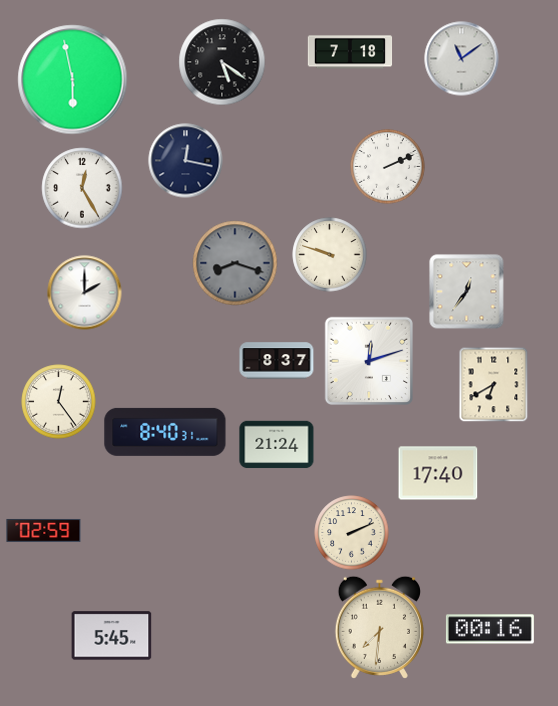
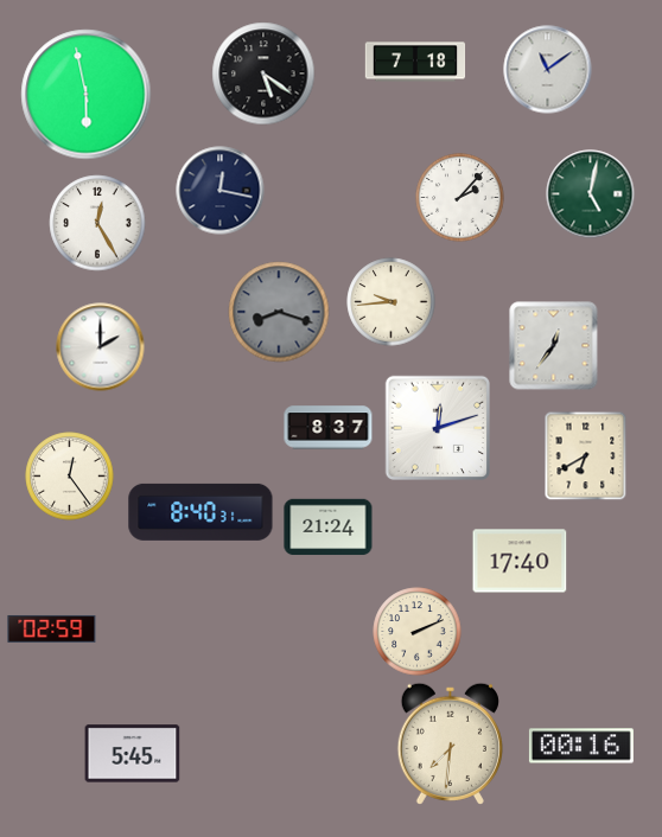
clock at (591, 194): none -> 5:02
clock at (388, 167): 2:11 -> 2:07
clock at (330, 255): 9:48 -> 9:44
clock at (165, 432) position: (165, 432) -> (200, 512)
